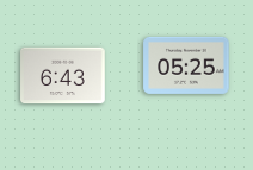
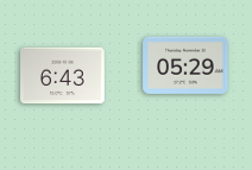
clock at (186, 65): 05:25 -> 05:29
